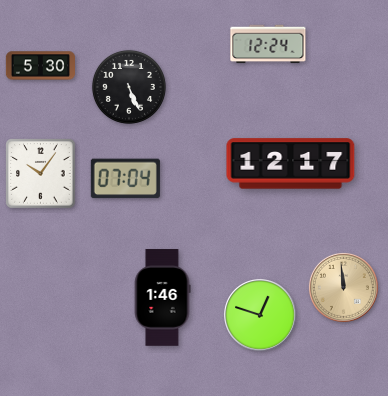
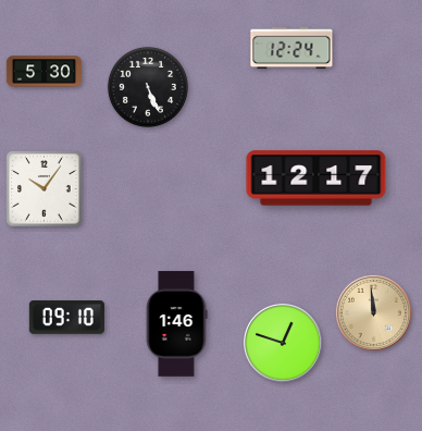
clock at (129, 87) position: (129, 87) -> (148, 87)
clock at (125, 179): 07:04 -> none
clock at (66, 318): none -> 09:10
